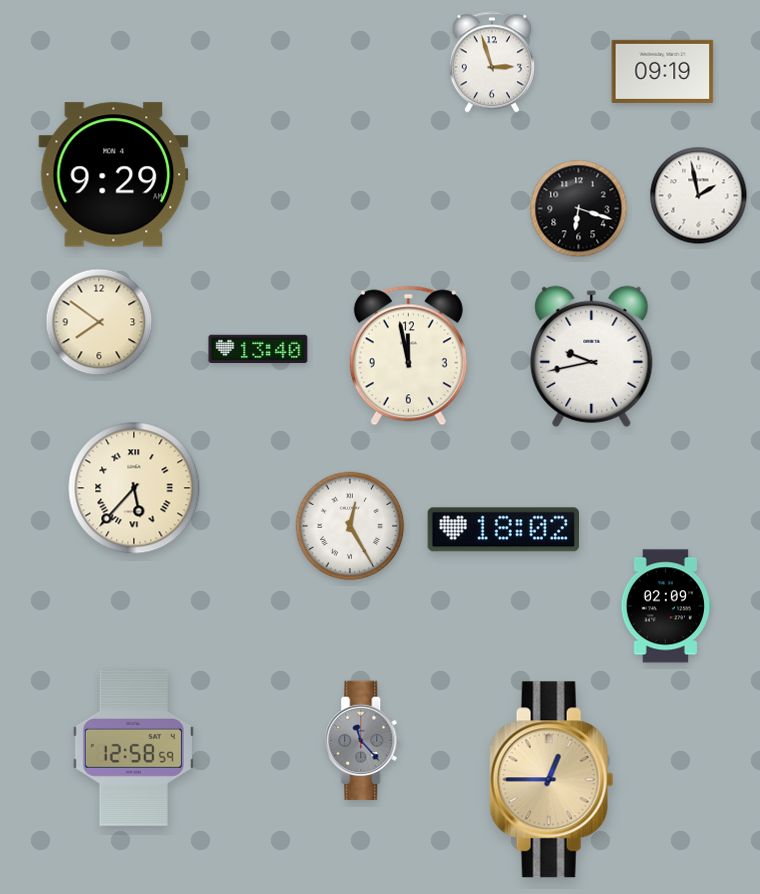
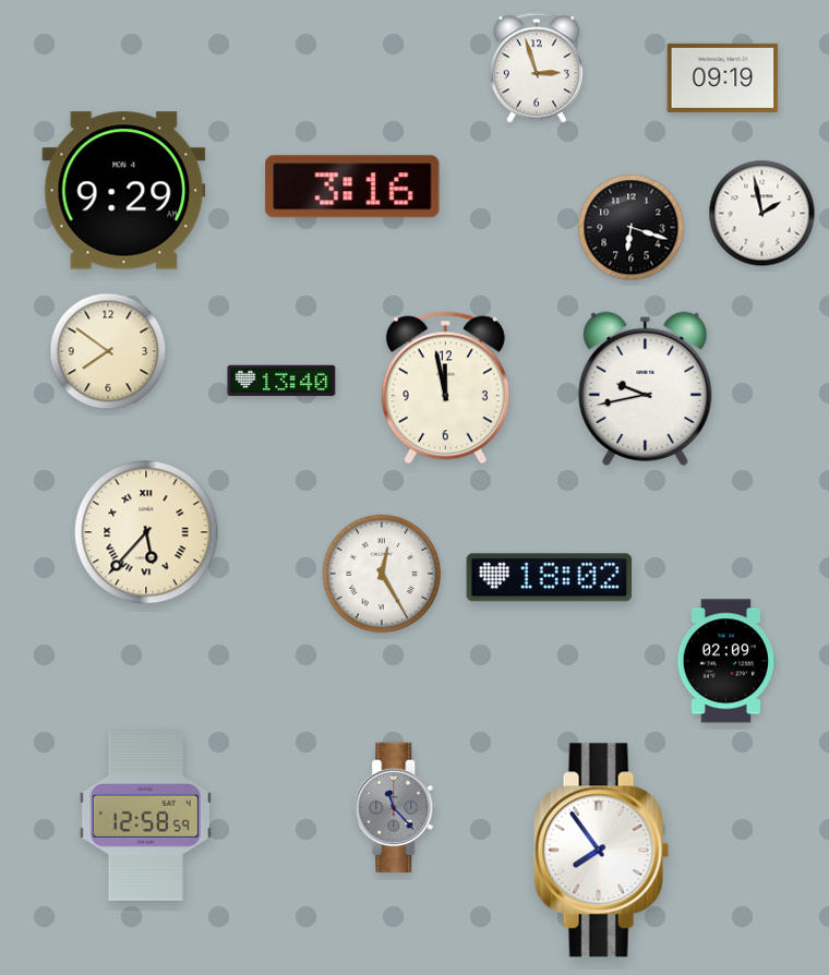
clock at (352, 186): none -> 3:16
clock at (552, 780): 12:45 -> 7:54
clock at (552, 780) dial: champagne -> white
